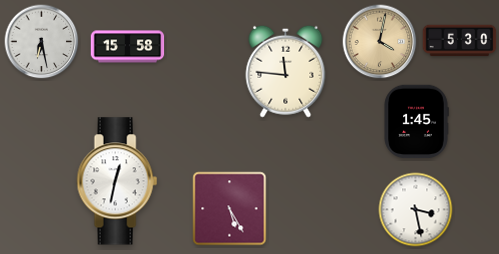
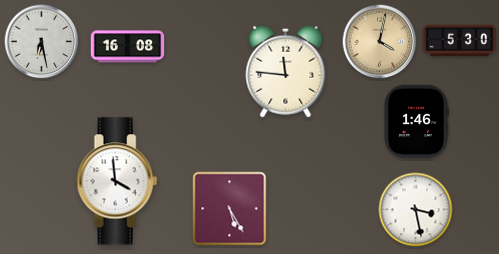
clock at (128, 47): 15:58 -> 16:08
clock at (416, 122): 1:45 -> 1:46
clock at (117, 181): 12:32 -> 3:59
